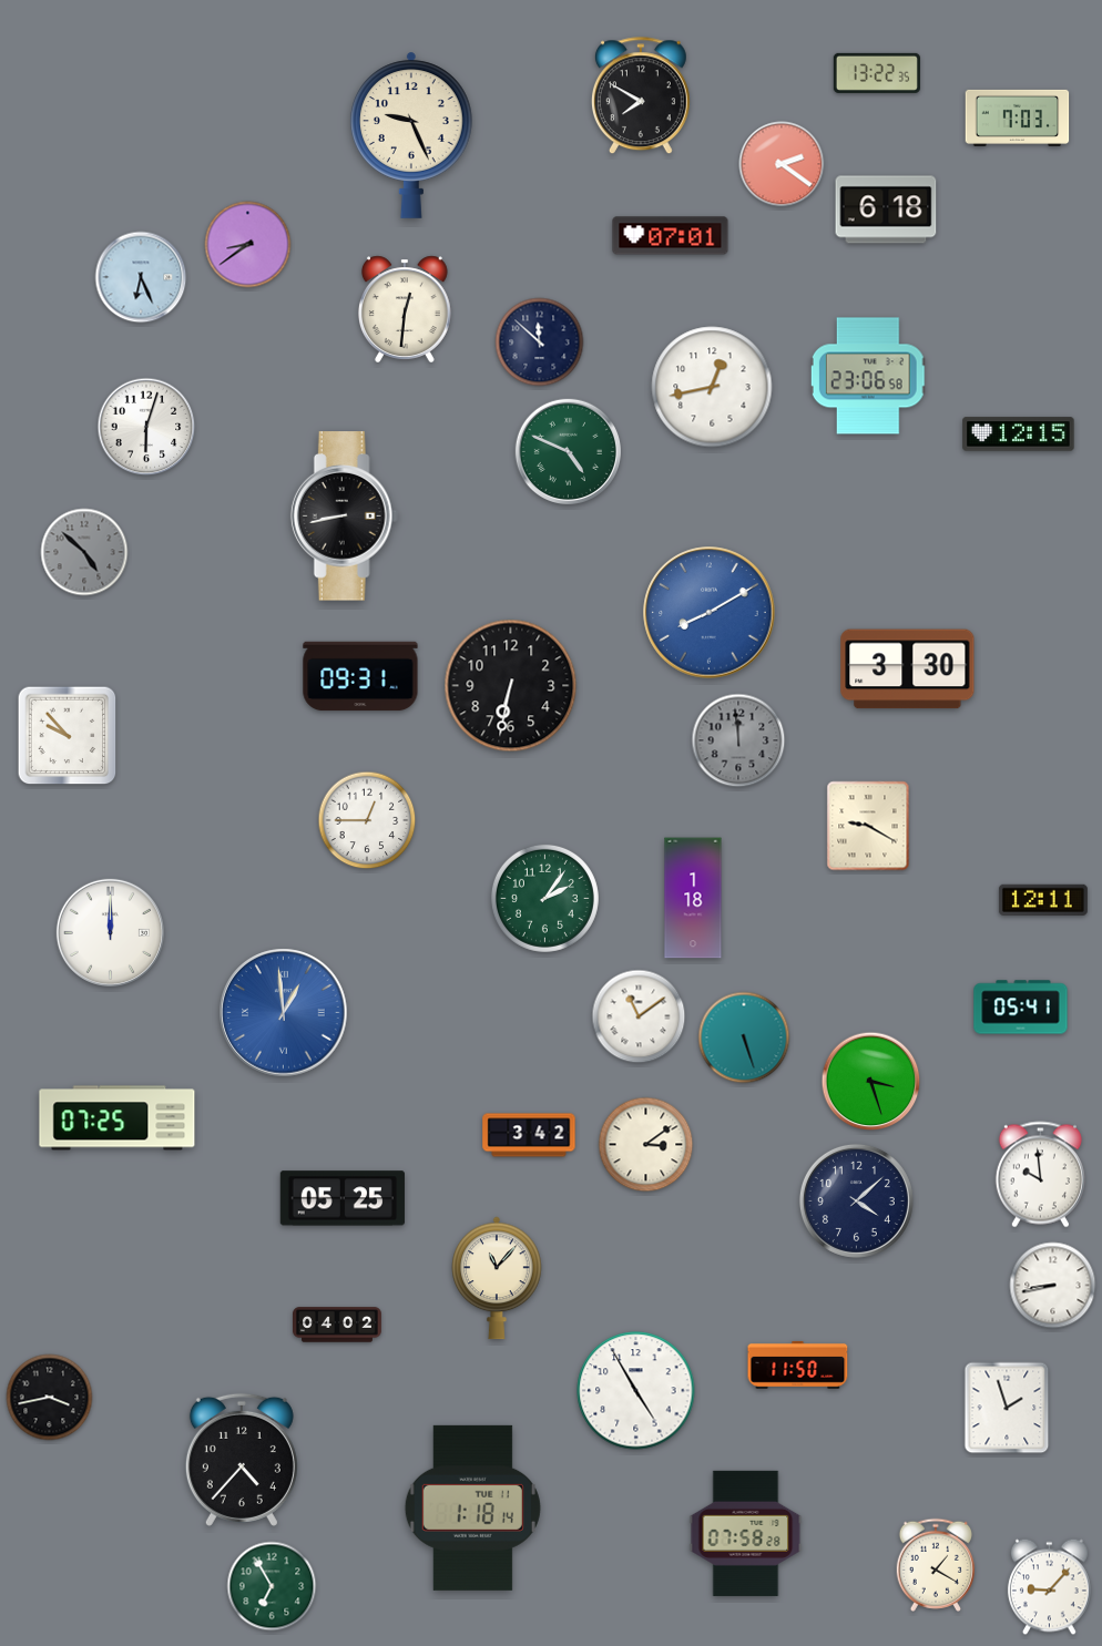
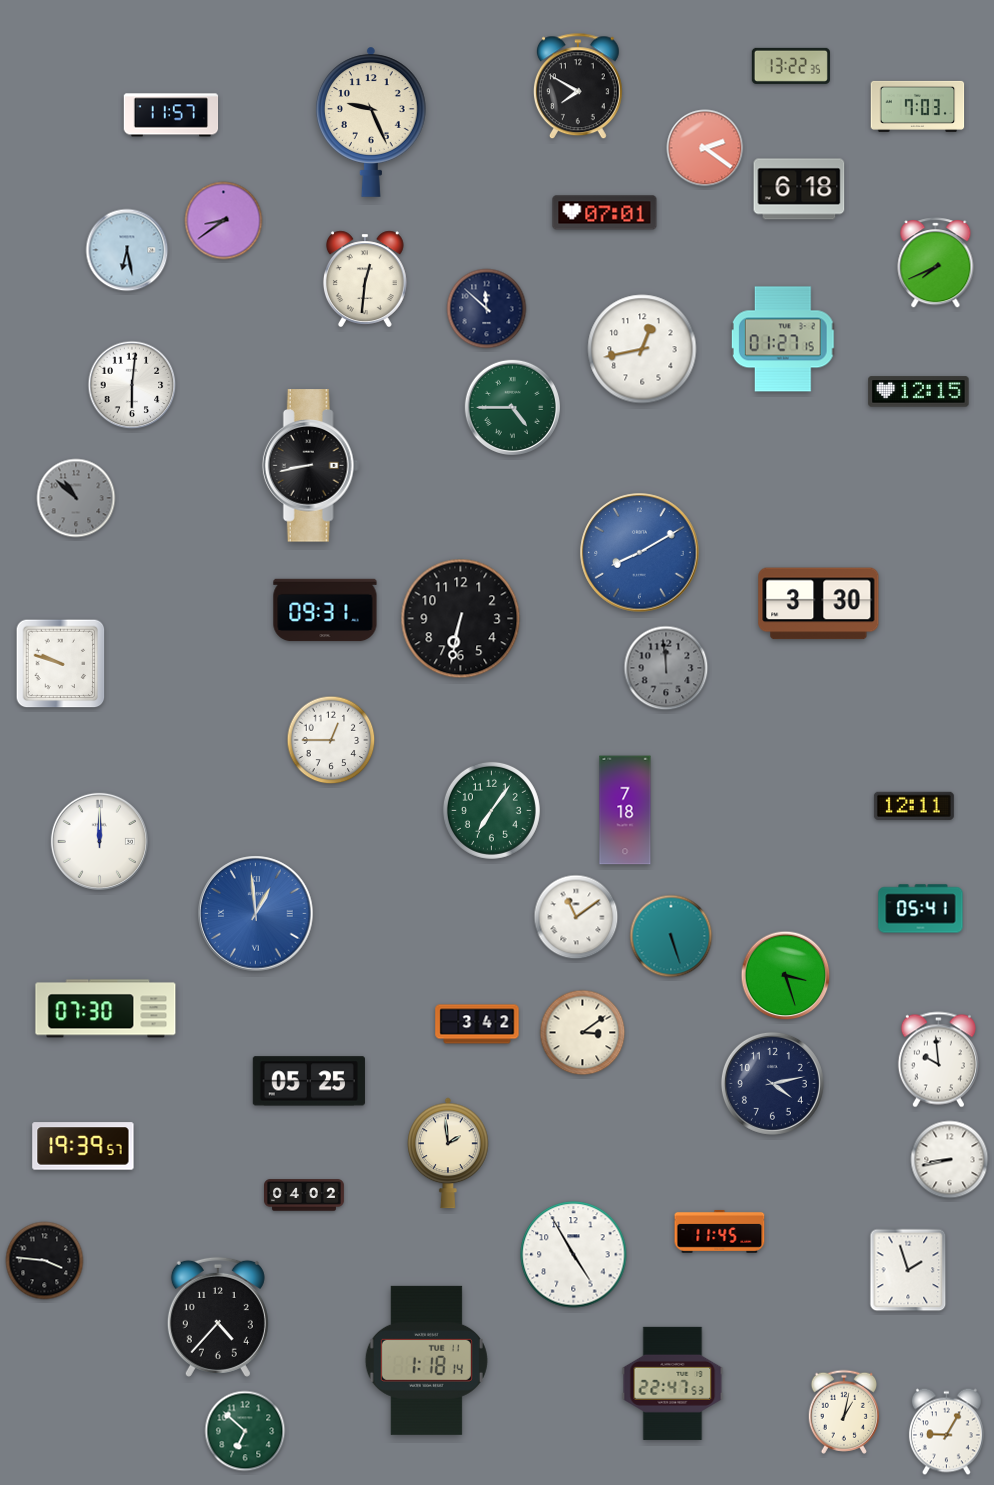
clock at (171, 115): none -> 11:57
clock at (141, 277): 6:26 -> 6:28
clock at (936, 263): none -> 7:41
clock at (868, 376): 23:06 -> 01:27
clock at (146, 427): 6:03 -> 6:01
clock at (568, 451): 4:49 -> 4:45
clock at (84, 552): 4:52 -> 10:52
clock at (68, 736): 9:53 -> 9:48
clock at (868, 826): 9:20 -> none
clock at (544, 898): 2:06 -> 7:06
clock at (693, 898): 1:18 -> 7:18
clock at (1043, 900) position: (1043, 900) -> (914, 806)
clock at (118, 1118): 07:25 -> 07:30
clock at (856, 1200): 4:08 -> 4:13
clock at (83, 1146): none -> 19:39
clock at (498, 1278): 11:07 -> 1:59
clock at (798, 1364): 11:50 -> 11:45
clock at (50, 1398): 3:43 -> 3:46
clock at (746, 1533): 07:58 -> 22:47
clock at (935, 1565): 1:20 -> 1:02
clock at (272, 1586): 6:55 -> 6:52
clock at (1049, 1587): 9:07 -> 9:05
